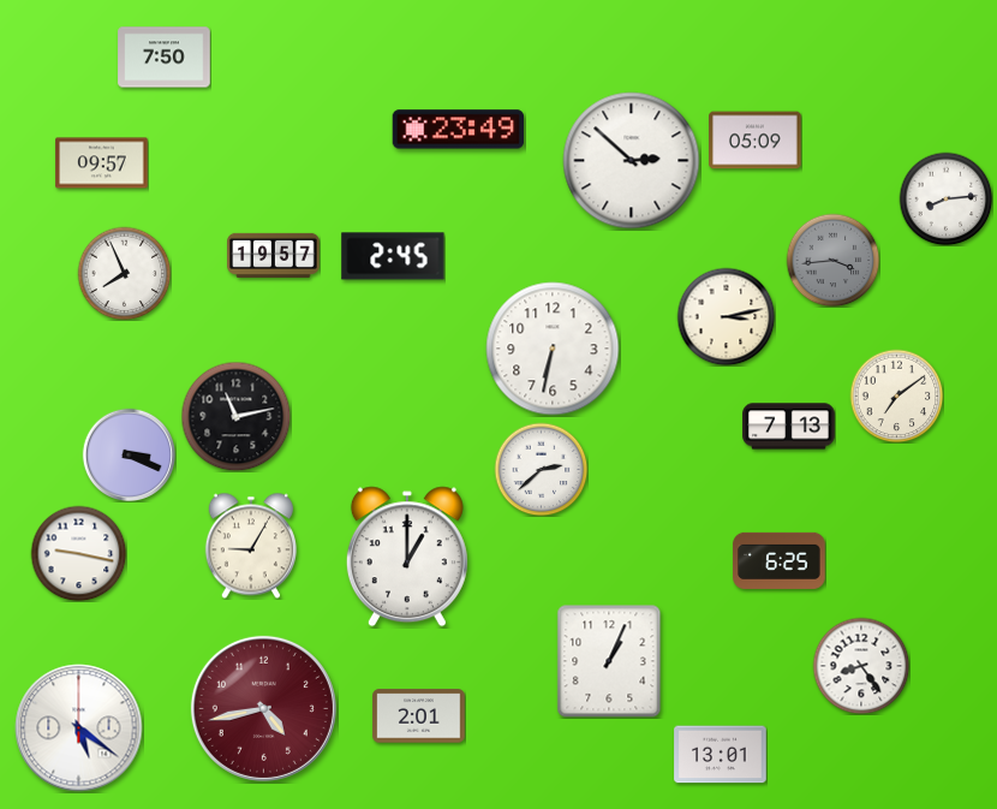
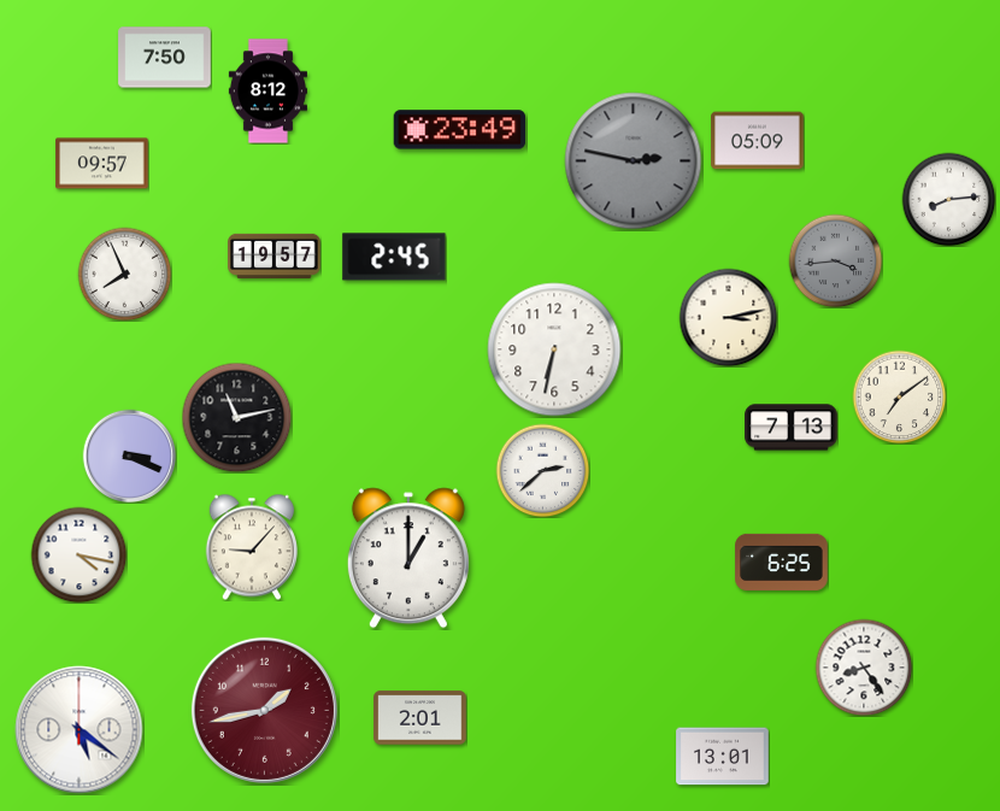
clock at (267, 92): none -> 8:12
clock at (632, 161): 2:52 -> 2:47
clock at (632, 161) dial: white -> grey
clock at (251, 546): 9:05 -> 9:07
clock at (78, 553): 9:17 -> 4:17
clock at (609, 661): 1:04 -> none
clock at (263, 708): 4:43 -> 1:43
